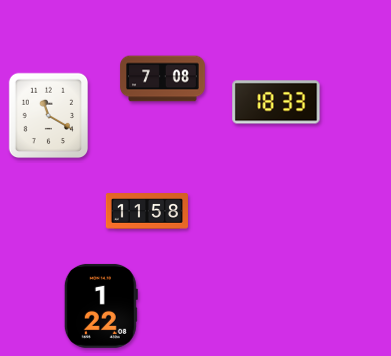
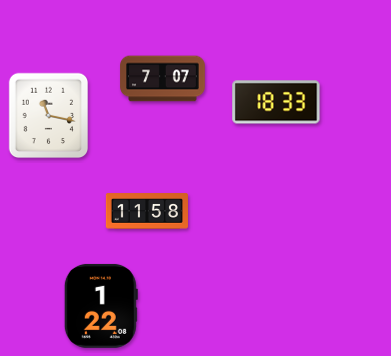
clock at (163, 79): 7:08 -> 7:07
clock at (49, 116): 11:20 -> 11:17
